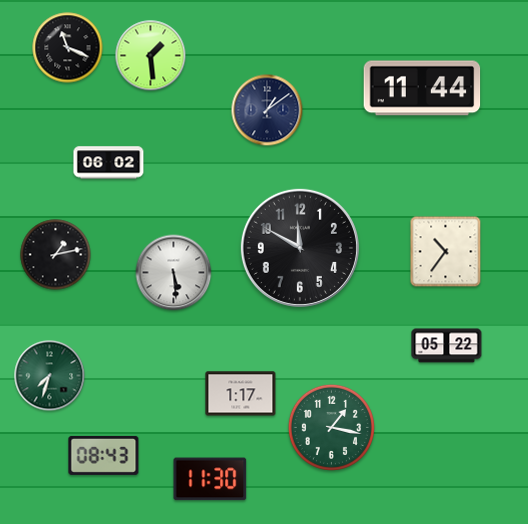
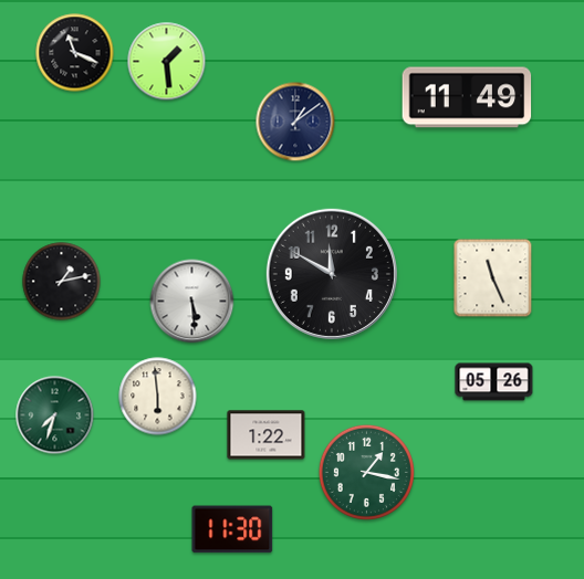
clock at (422, 88): 11:44 -> 11:49
clock at (109, 163): 06:02 -> none
clock at (446, 252): 10:36 -> 11:26
clock at (447, 346): 05:22 -> 05:26
clock at (158, 397): none -> 5:59
clock at (241, 394): 1:17 -> 1:22
clock at (104, 455): 08:43 -> none
